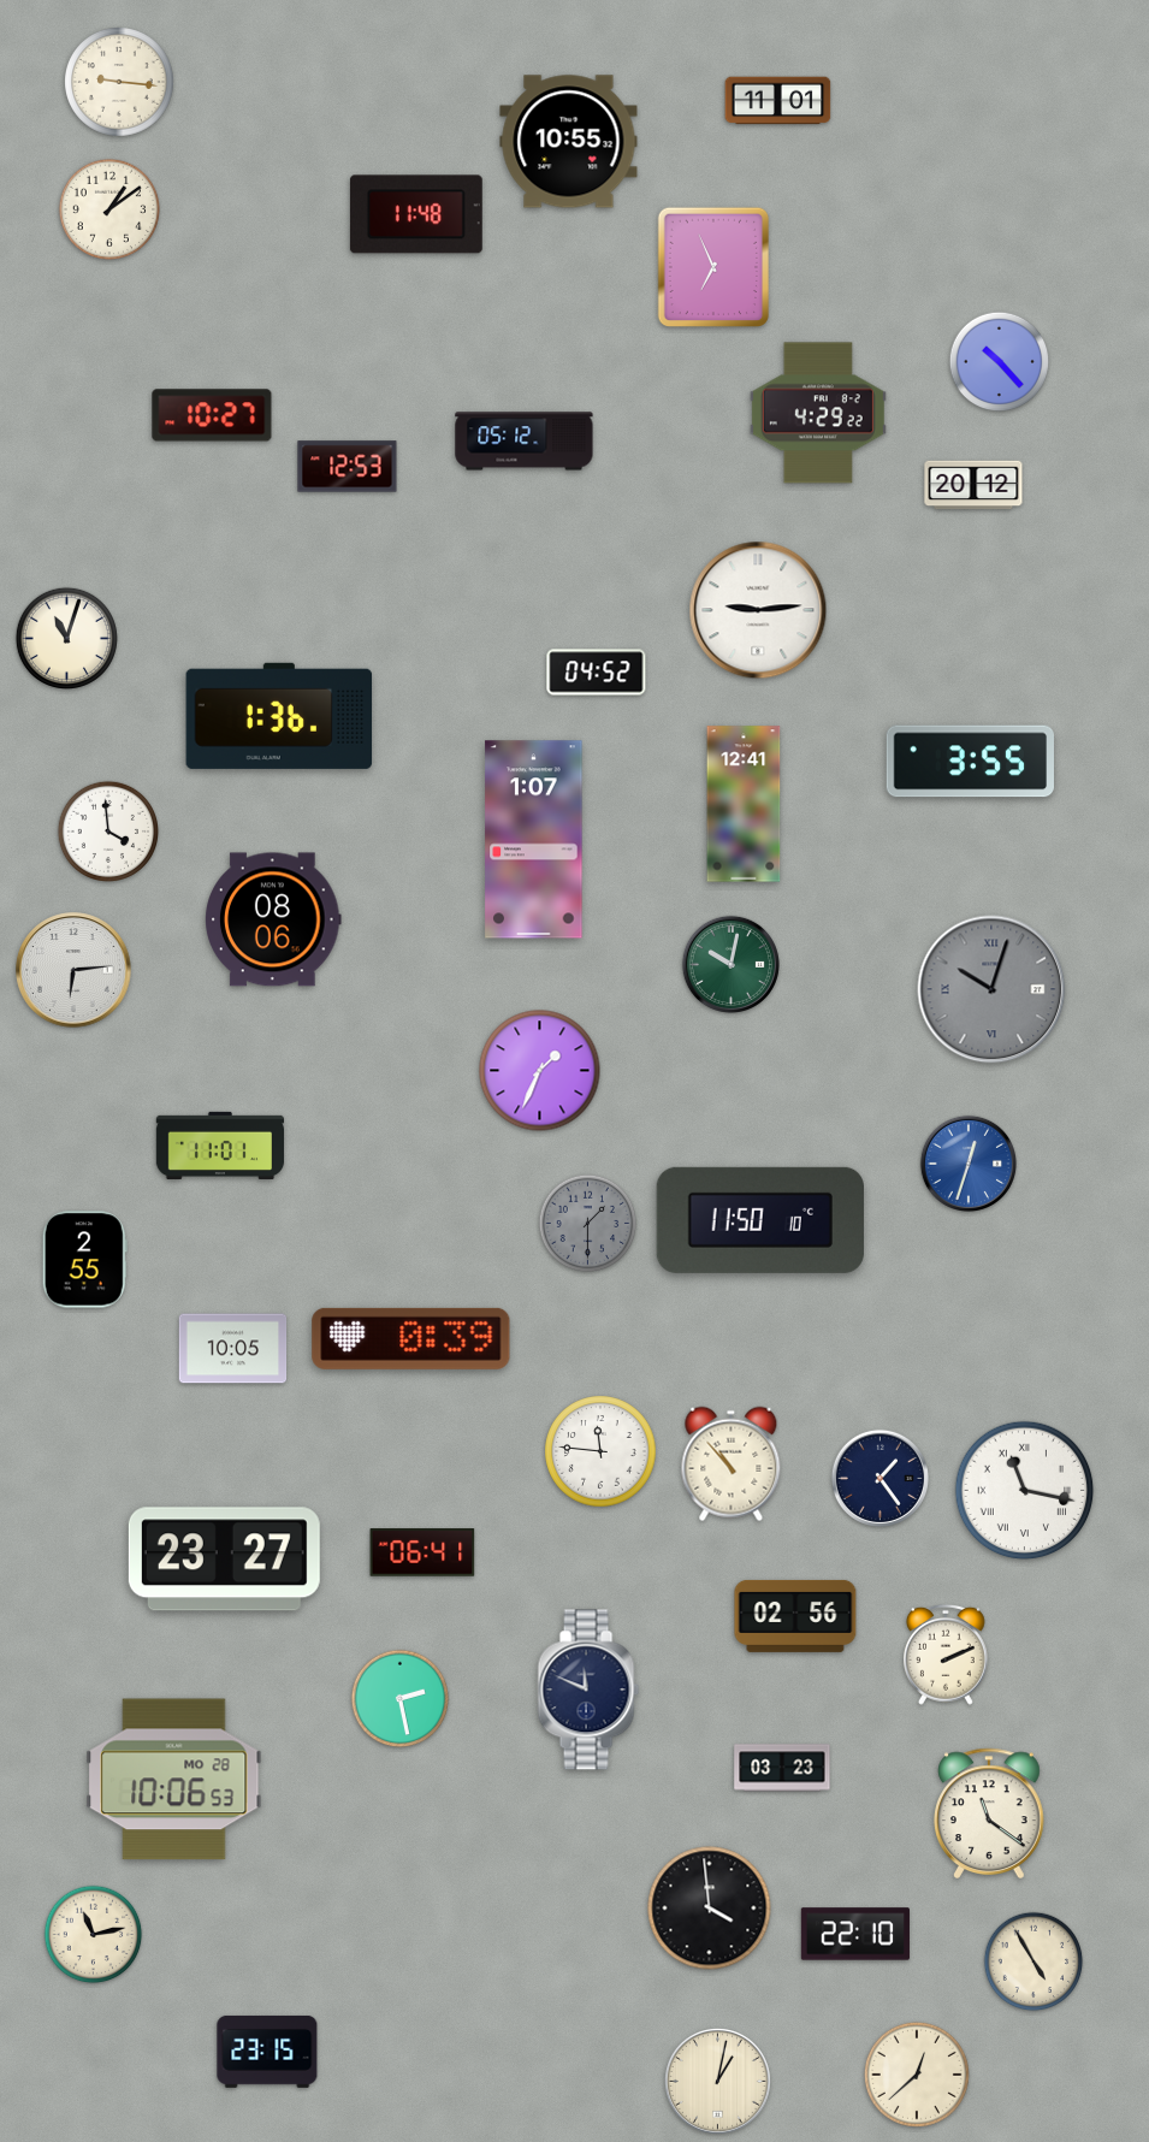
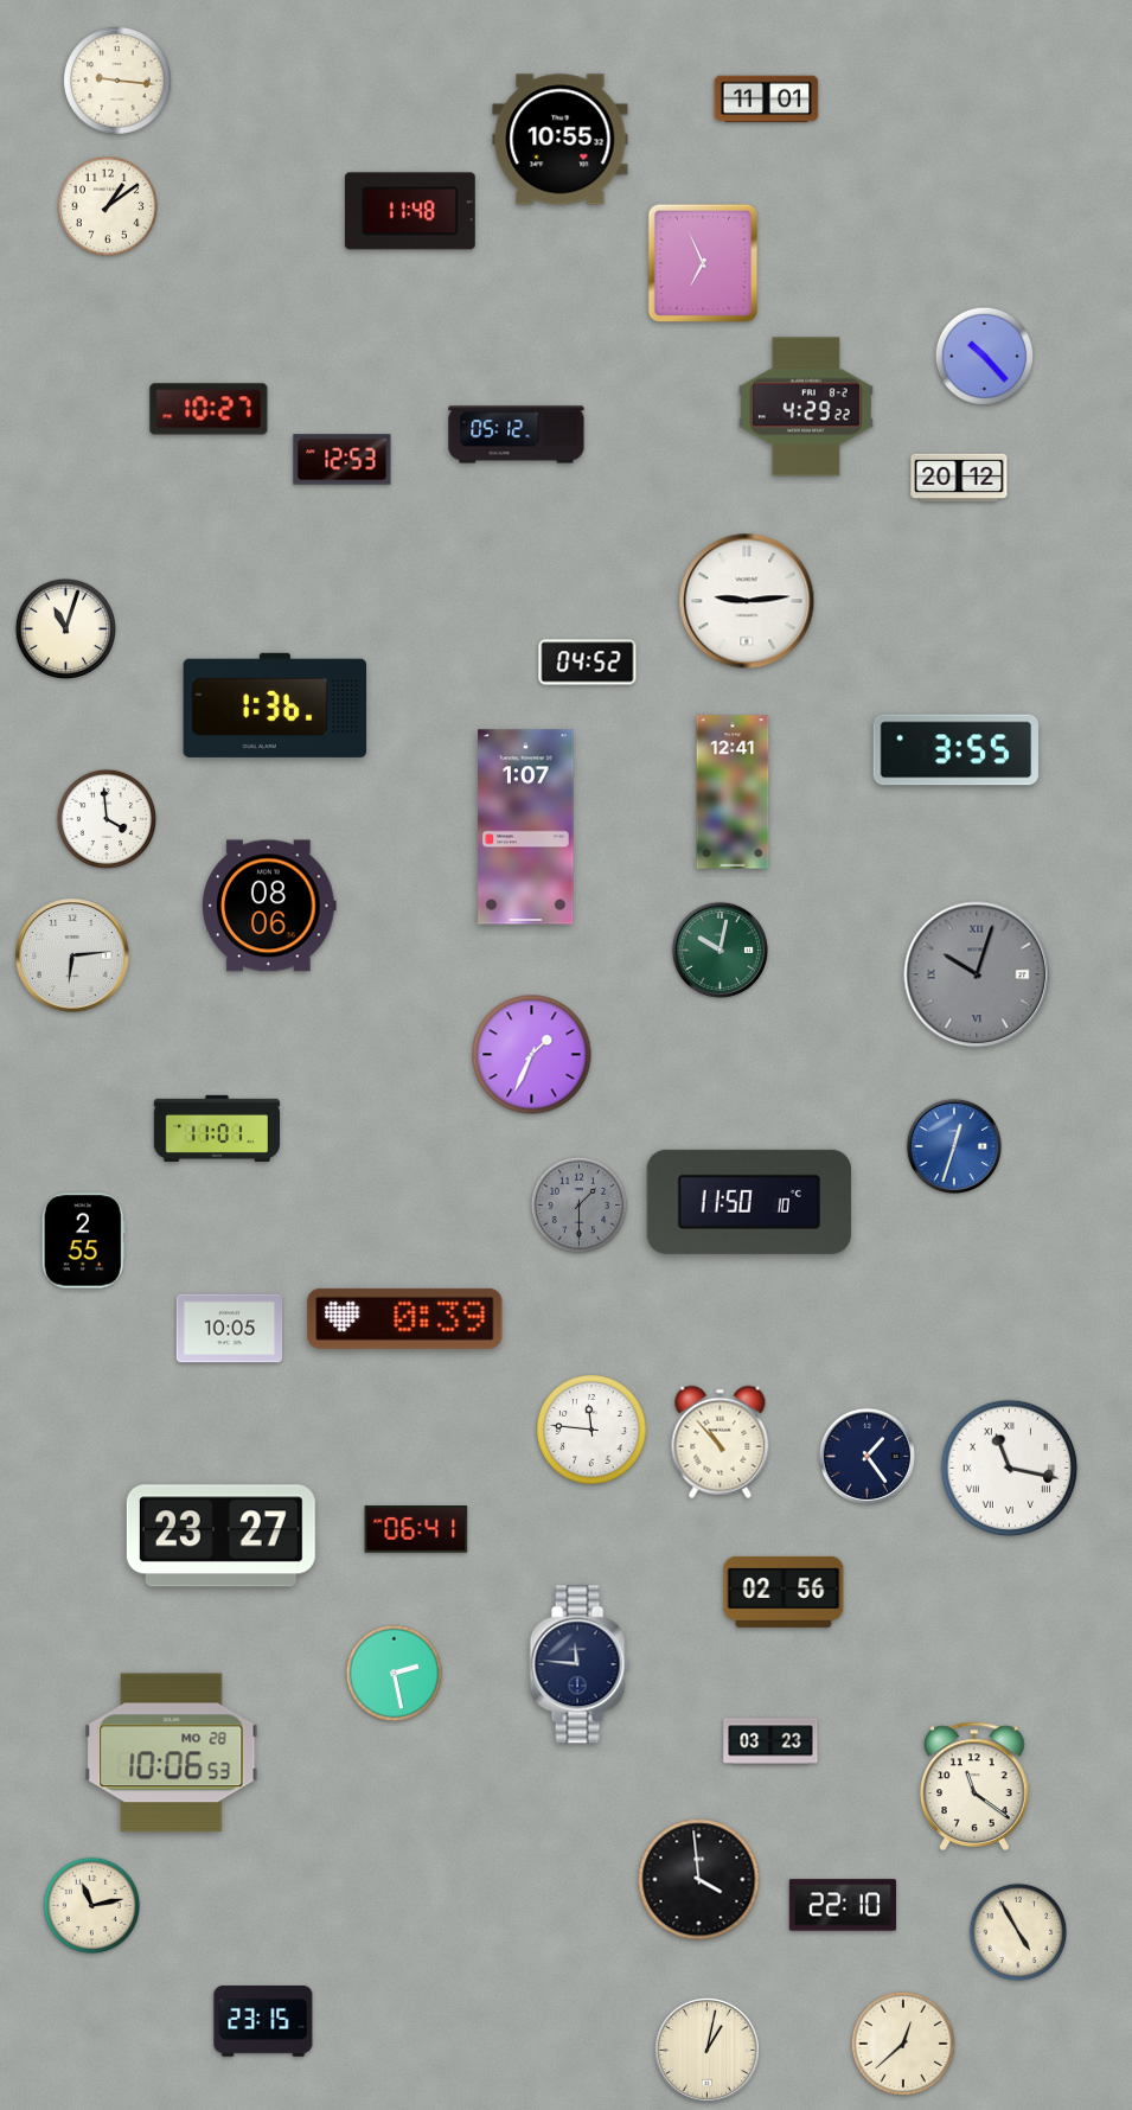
clock at (947, 1655): 2:11 -> none
clock at (588, 1690): 11:49 -> 11:46
